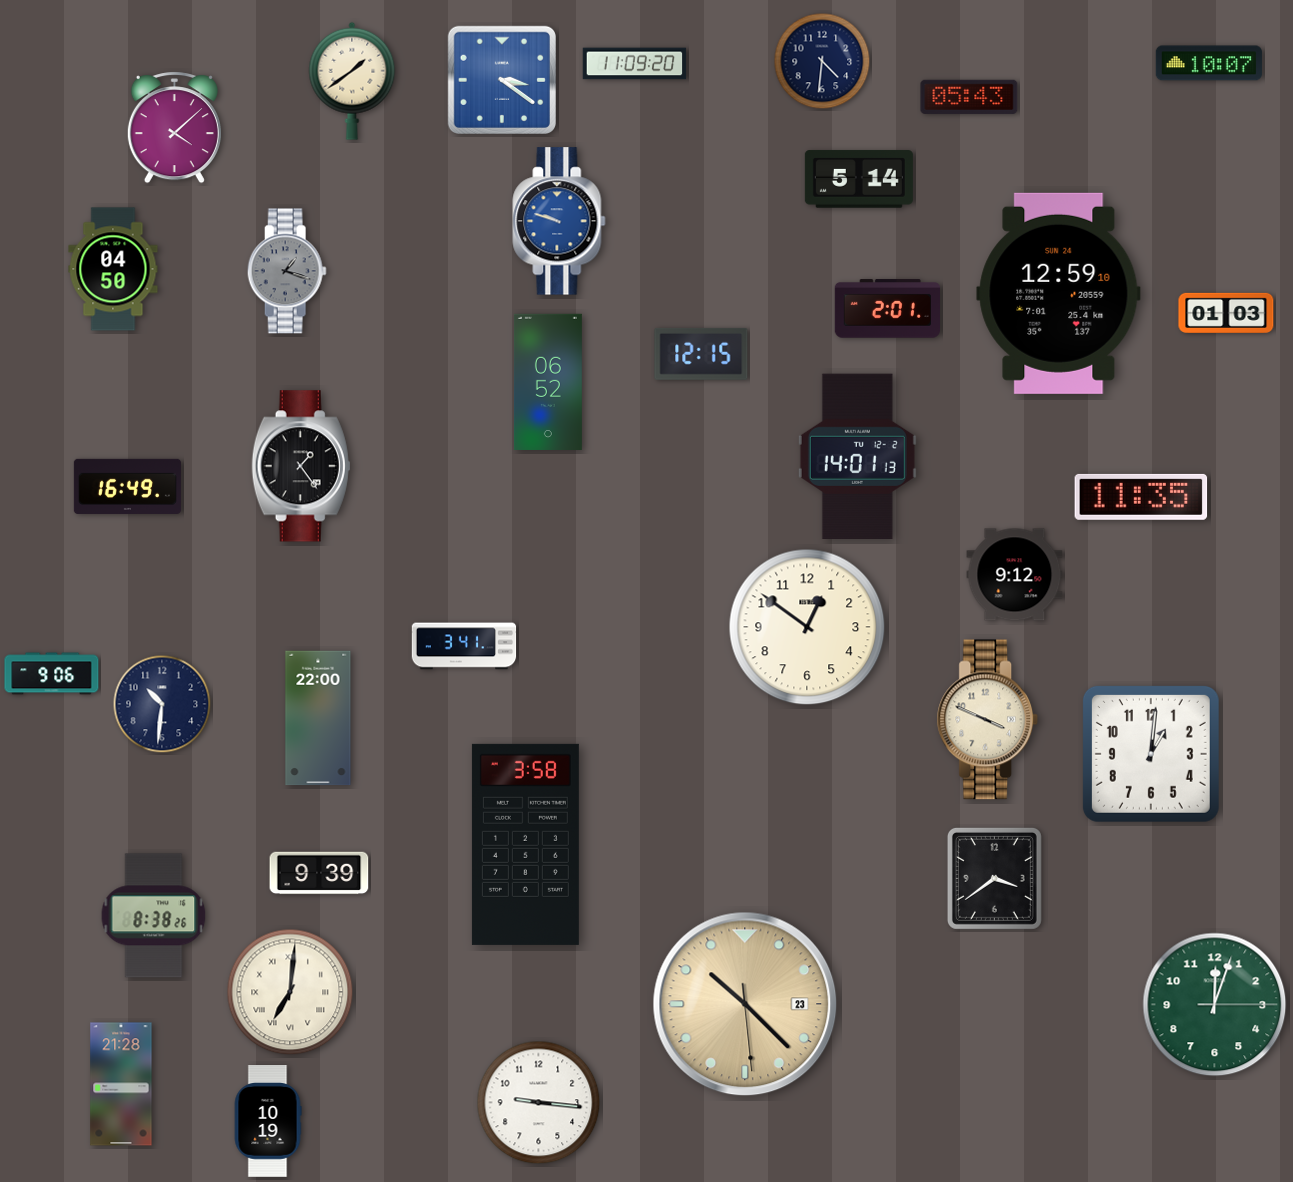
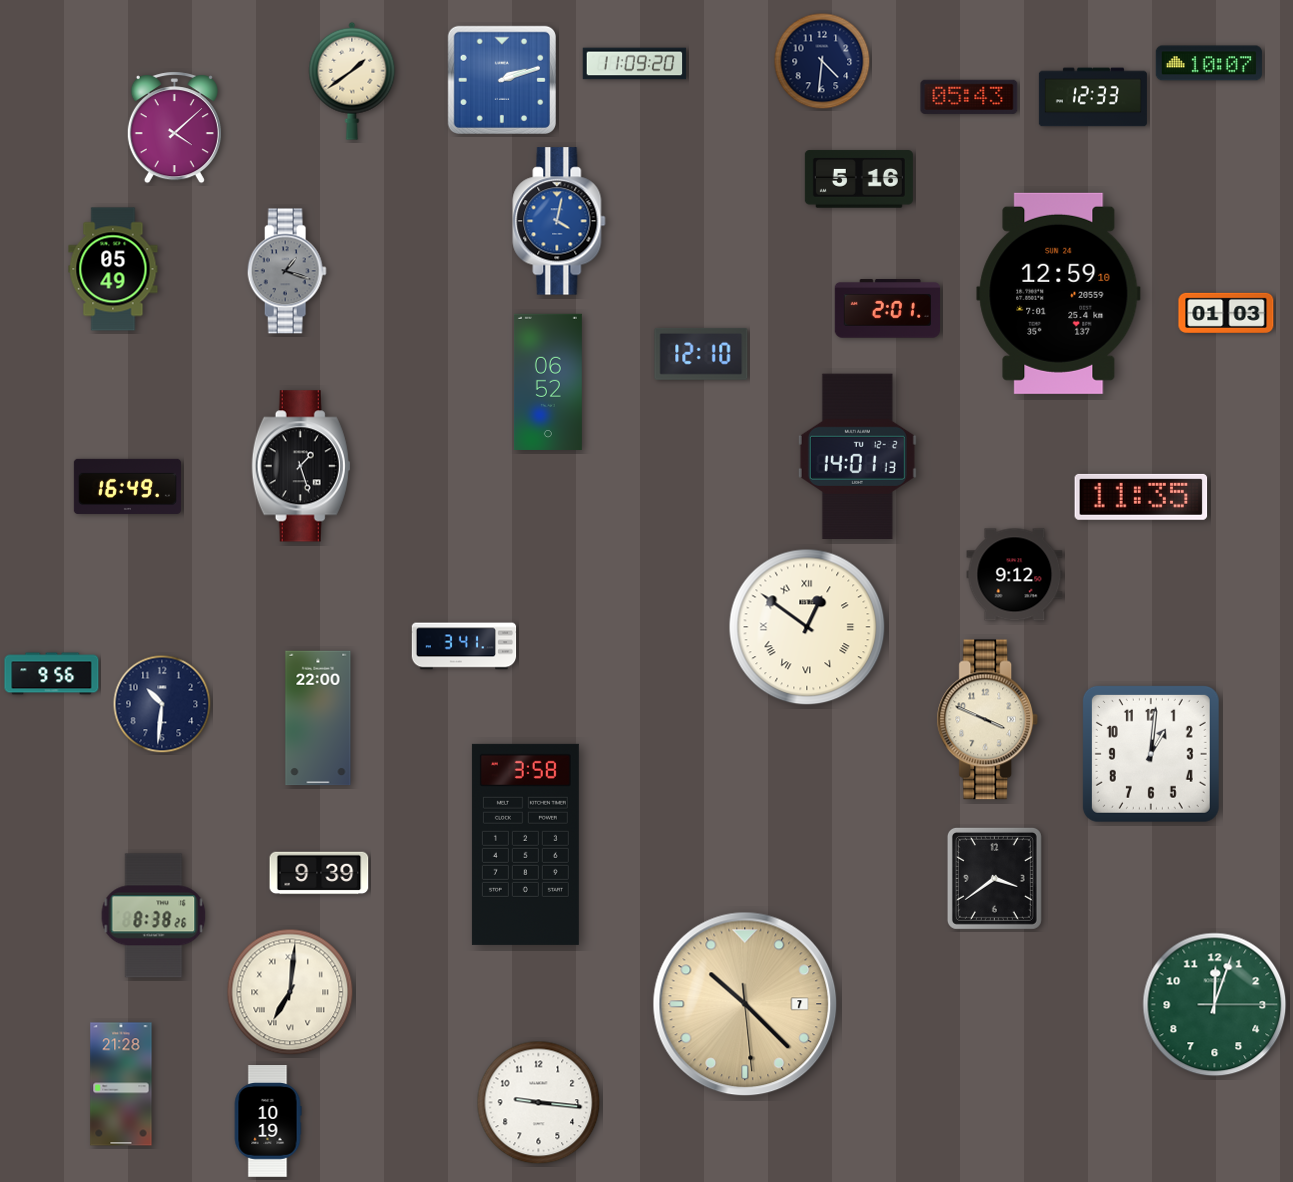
clock at (502, 80): 3:21 -> 2:12
clock at (1093, 97): none -> 12:33
clock at (859, 179): 5:14 -> 5:16
clock at (559, 221): 9:48 -> 4:02
clock at (113, 269): 04:50 -> 05:49
clock at (701, 354): 12:15 -> 12:10
clock at (301, 466): 1:24 -> 1:27
clock at (807, 627) numerals: Arabic -> Roman
clock at (52, 674): 9:06 -> 9:56
clock at (745, 1004) date: 23 -> 7
